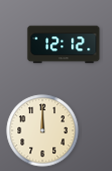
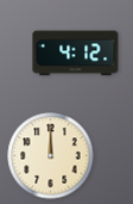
clock at (64, 45): 12:12 -> 4:12
